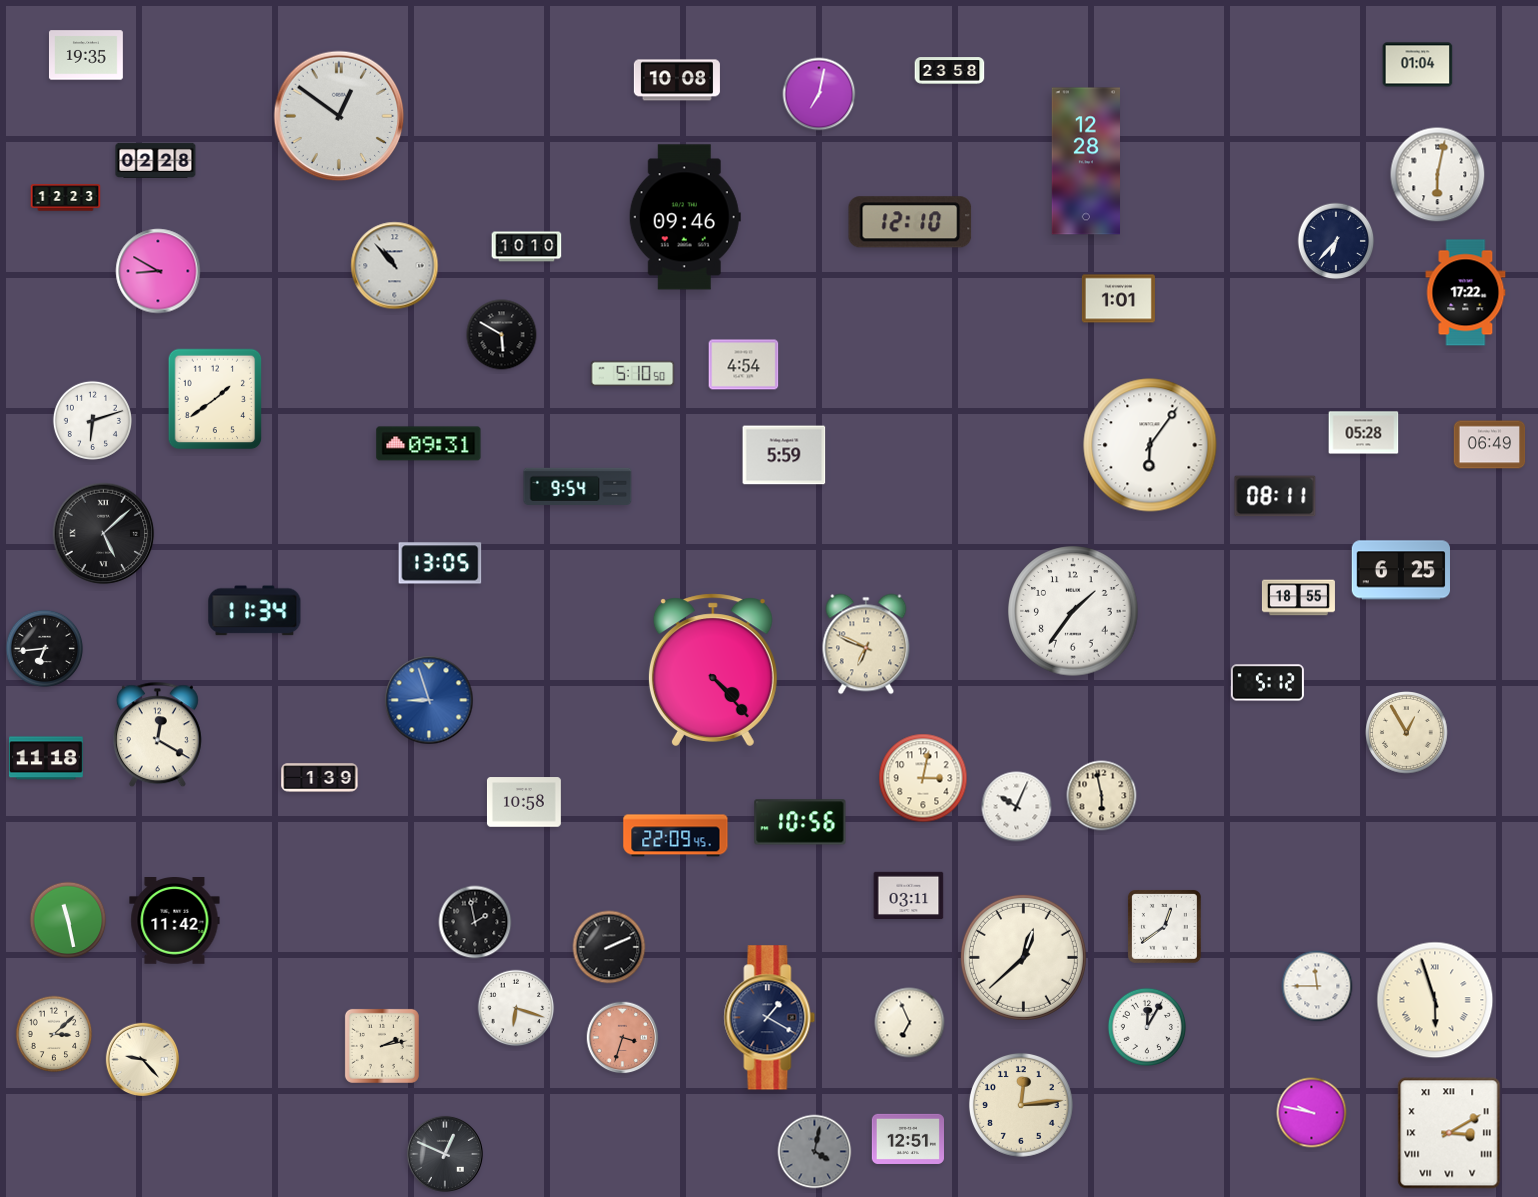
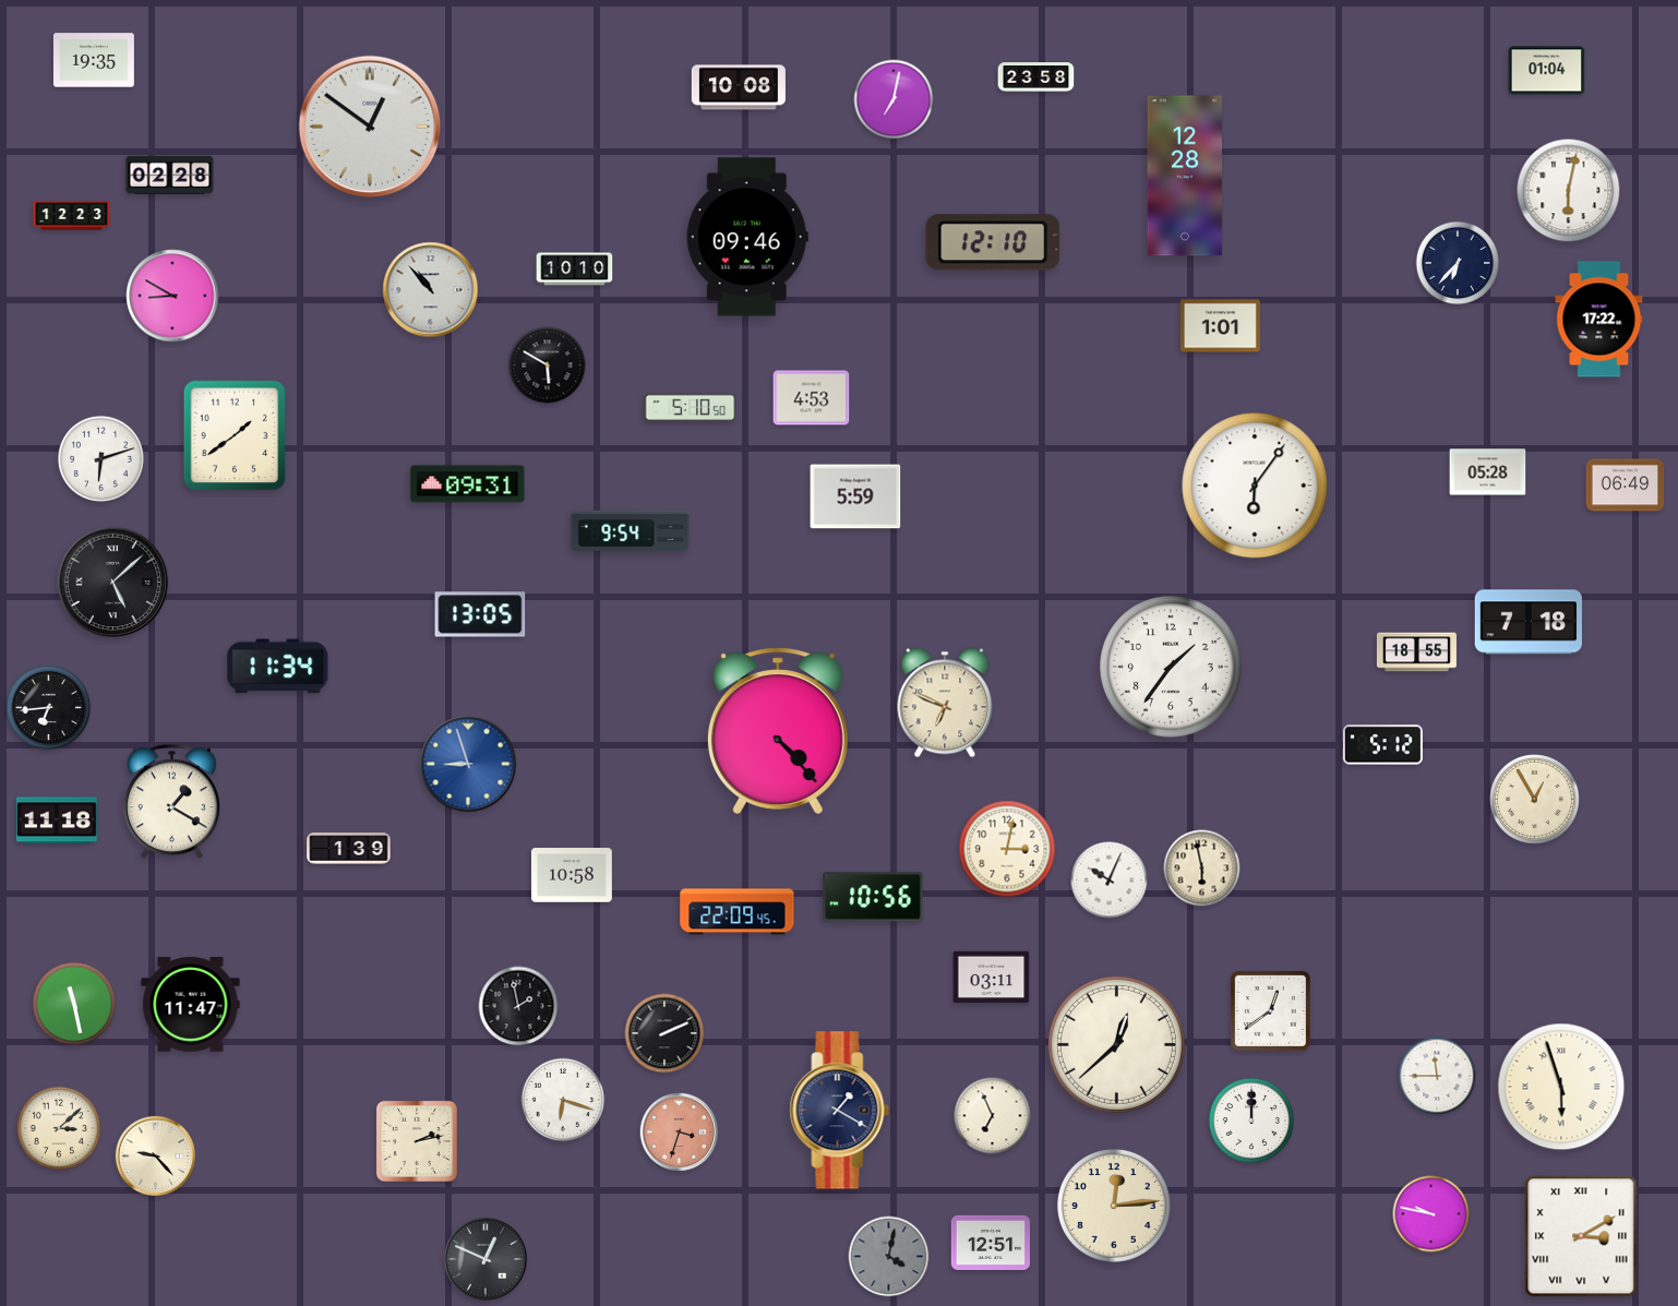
clock at (819, 94) position: (819, 94) -> (894, 99)
clock at (744, 365): 4:54 -> 4:53
clock at (1275, 496): 08:11 -> none
clock at (1400, 570): 6:25 -> 7:18
clock at (157, 735): 12:20 -> 1:20
clock at (46, 758) position: (46, 758) -> (57, 820)
clock at (175, 921): 11:42 -> 11:47
clock at (1435, 1000) position: (1435, 1000) -> (1561, 1087)
clock at (1146, 1026): 12:05 -> 12:00
